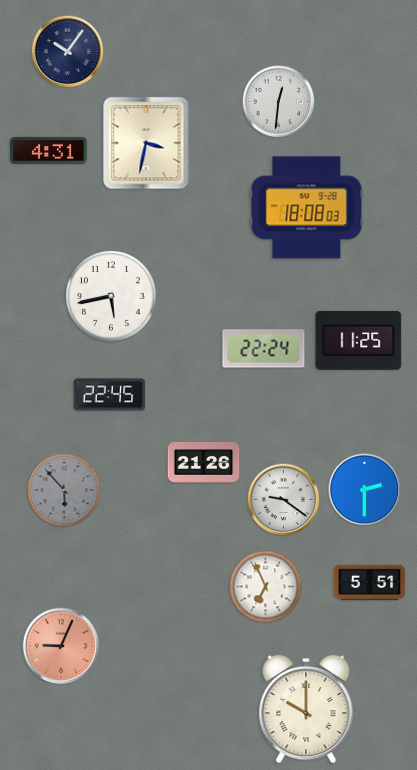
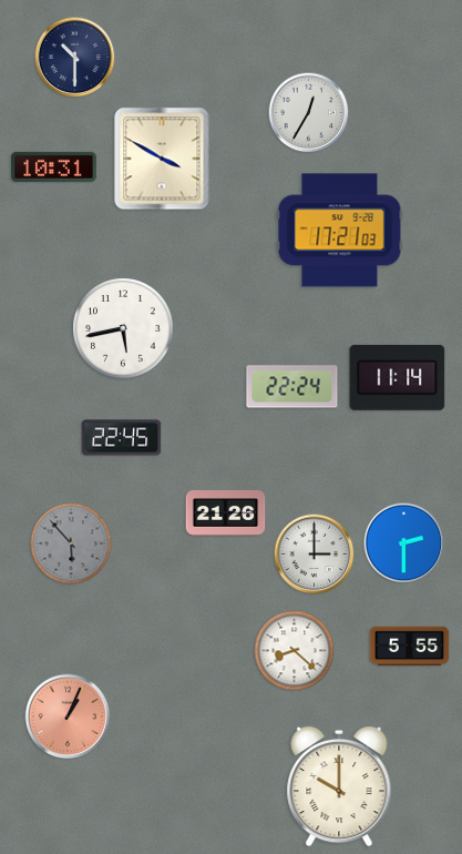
clock at (68, 52): 10:06 -> 10:30
clock at (279, 102): 12:31 -> 12:35
clock at (146, 143): 3:32 -> 3:50
clock at (49, 150): 4:31 -> 10:31
clock at (307, 208): 18:08 -> 17:21
clock at (359, 340): 11:25 -> 11:14
clock at (284, 500): 9:21 -> 3:00
clock at (370, 583): 5:51 -> 5:55
clock at (266, 587): 6:56 -> 8:22
clock at (61, 646): 9:04 -> 1:04
